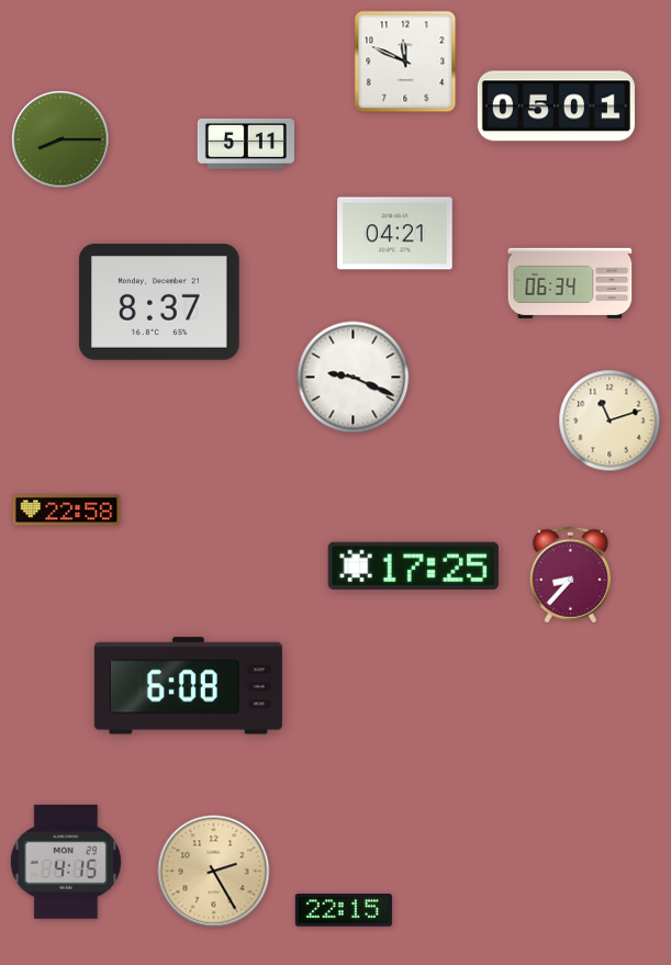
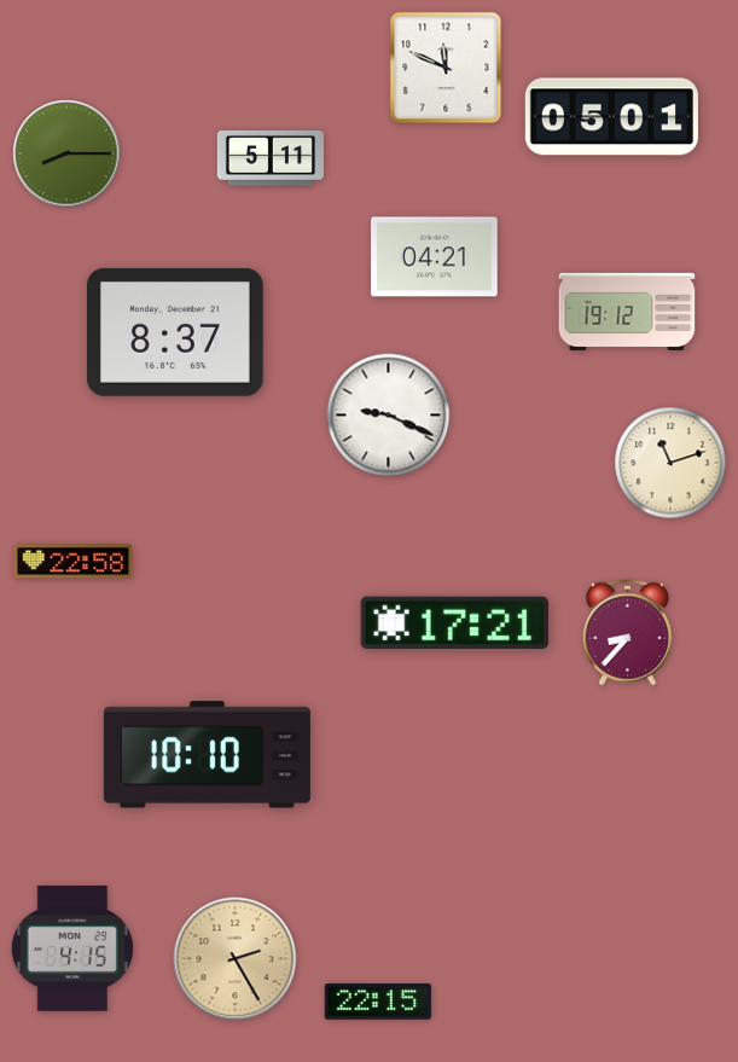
clock at (570, 283): 06:34 -> 19:12
clock at (413, 565): 17:25 -> 17:21
clock at (188, 686): 6:08 -> 10:10
